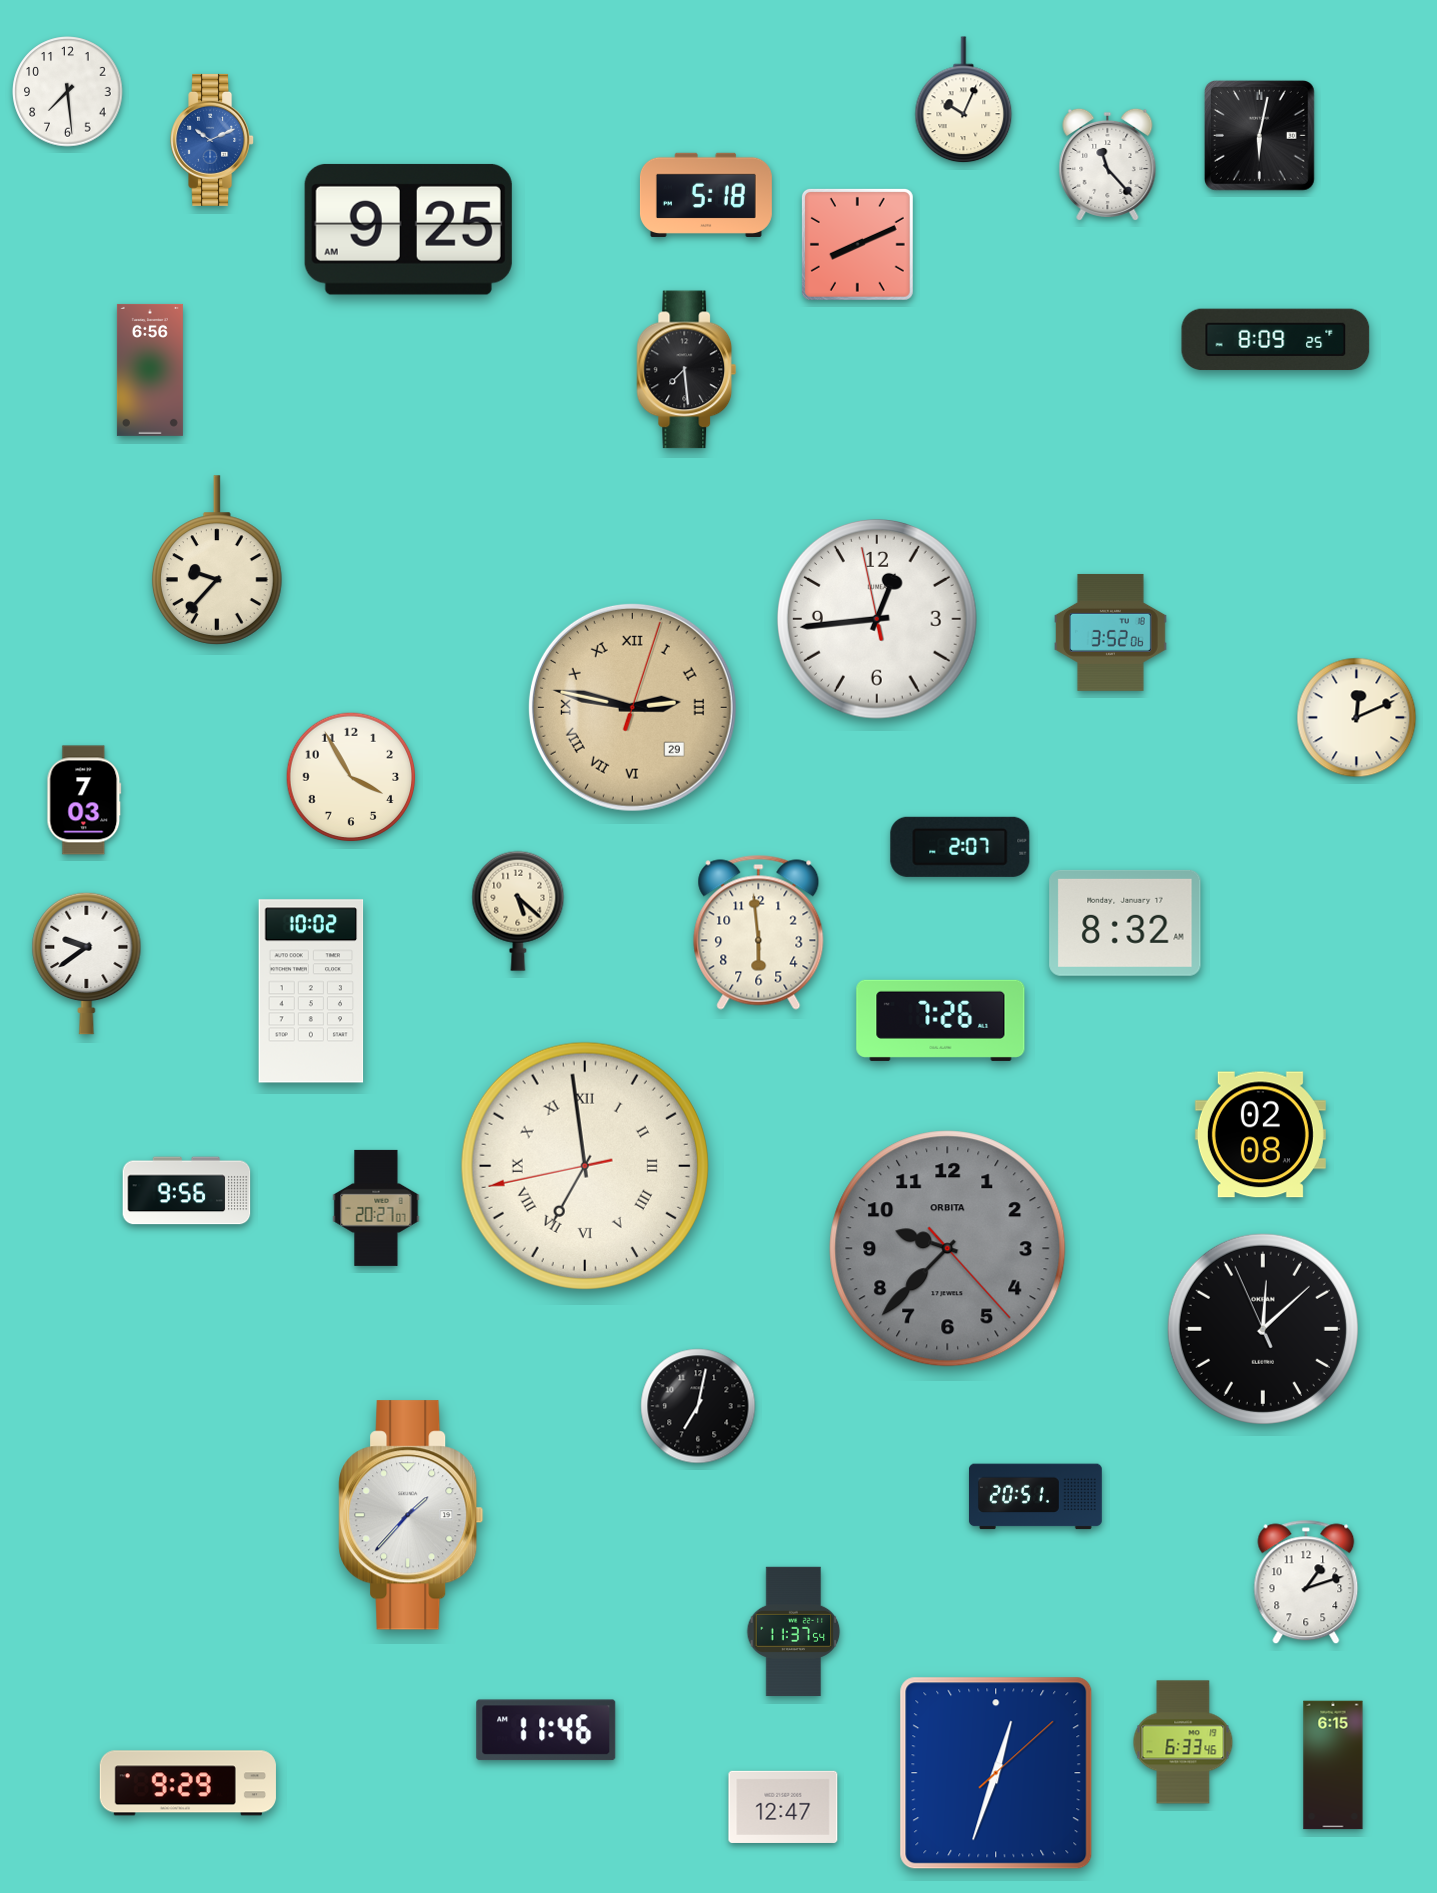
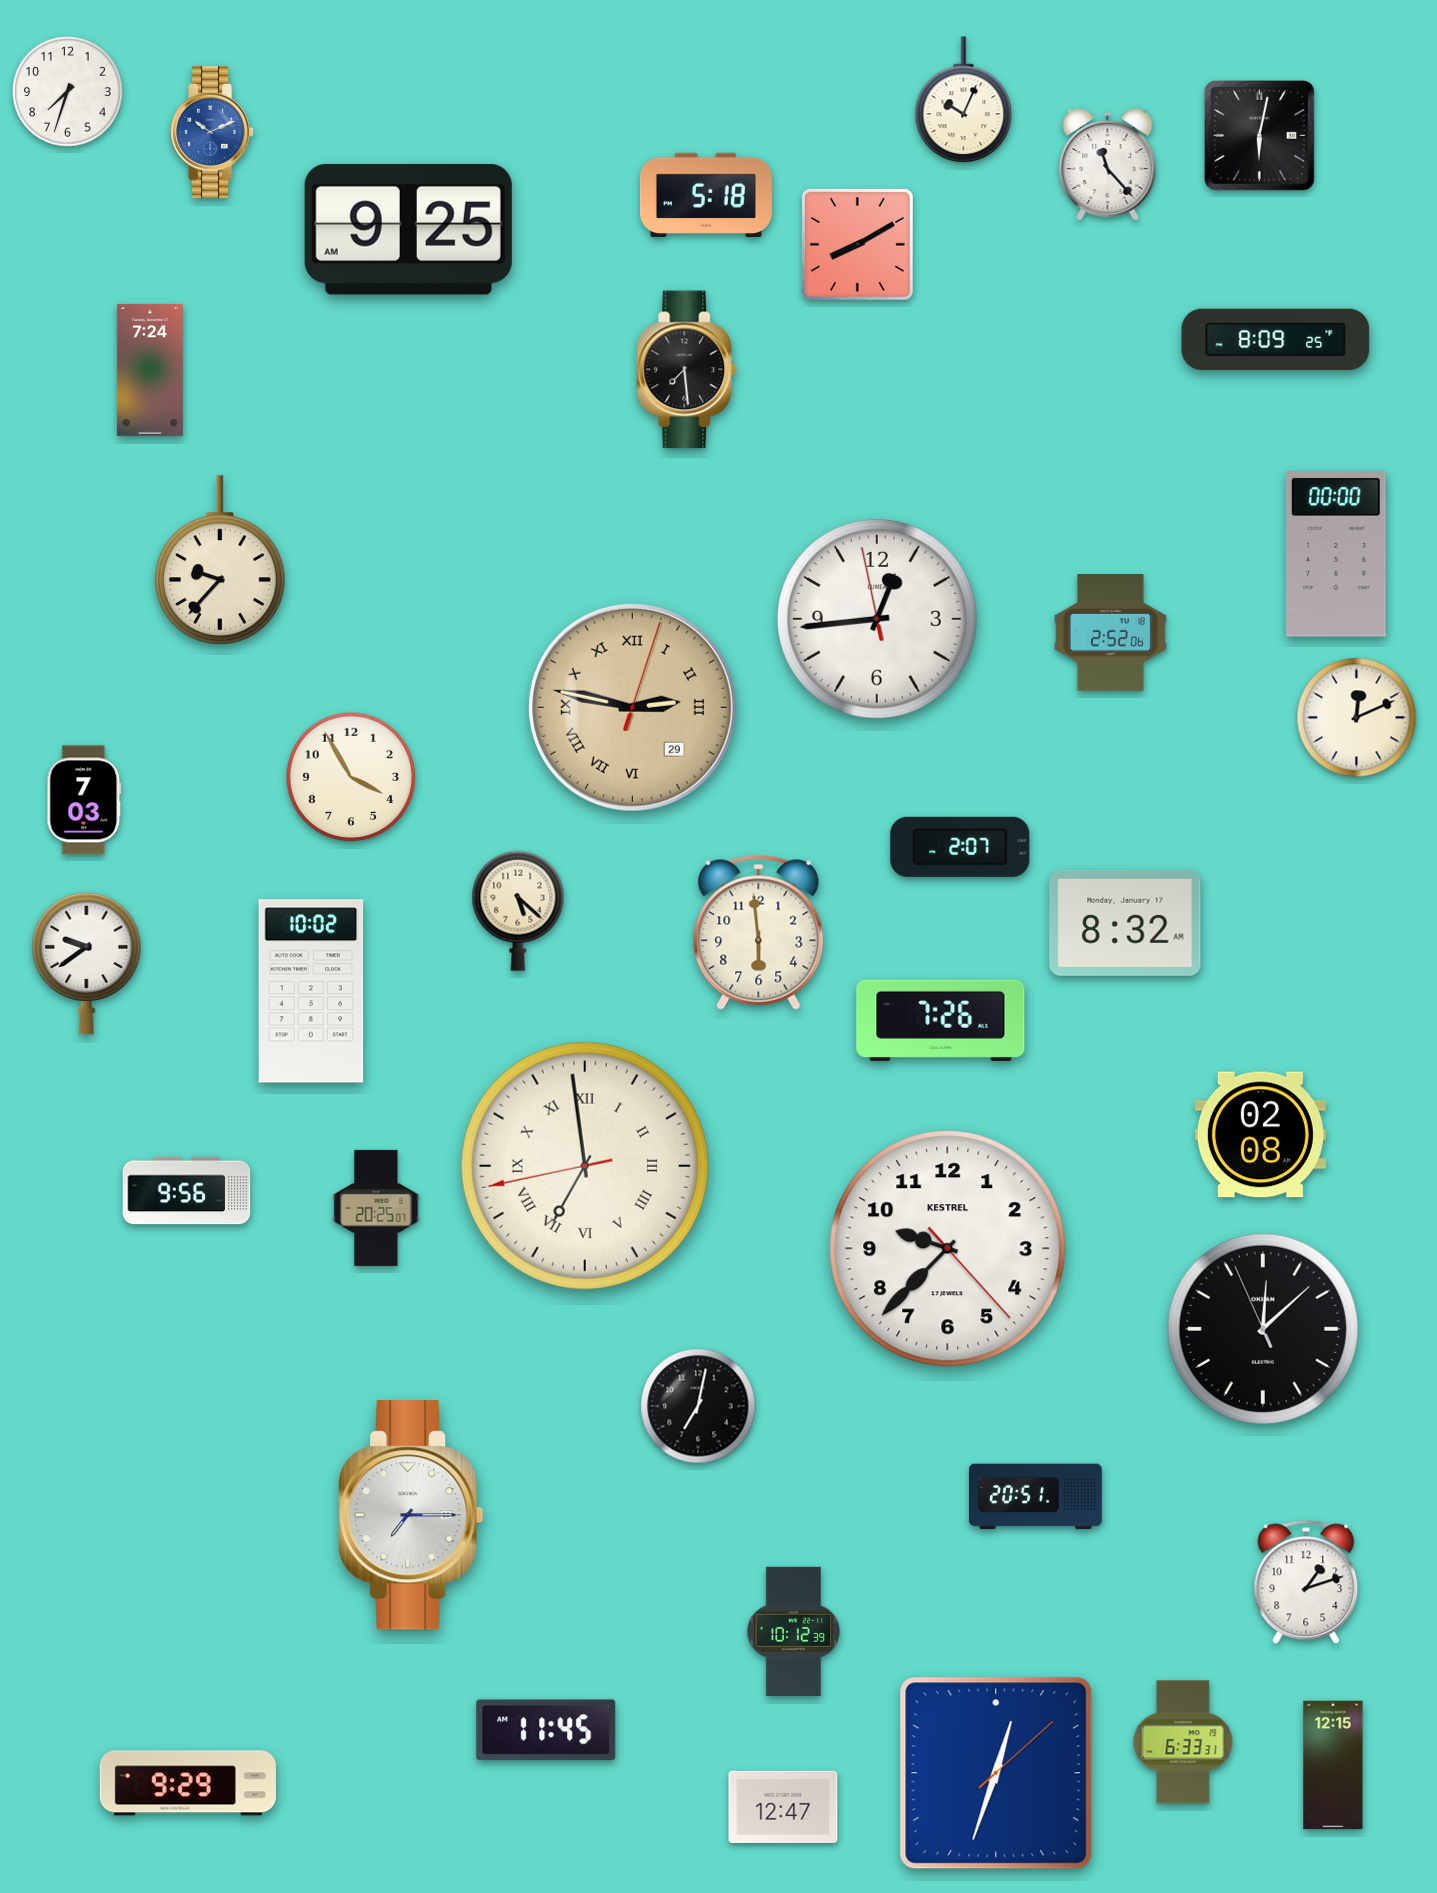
clock at (68, 92): 7:29 -> 7:33
clock at (213, 140) position: (213, 140) -> (213, 132)
clock at (857, 244): 8:11 -> 8:10
clock at (150, 370): 6:56 -> 7:24
clock at (1336, 554): none -> 00:00
clock at (217, 560) position: (217, 560) -> (220, 560)
clock at (1111, 632): 3:52 -> 2:52
clock at (376, 1208): 20:27 -> 20:25
clock at (948, 1249) dial: grey -> white
clock at (948, 1249) brand: ORBITA -> KESTREL
clock at (411, 1515): 1:37 -> 7:15
clock at (794, 1632): 11:37 -> 10:12
clock at (546, 1730): 11:46 -> 11:45
clock at (1183, 1742): 6:33:46 -> 6:33:31
clock at (1333, 1765): 6:15 -> 12:15
